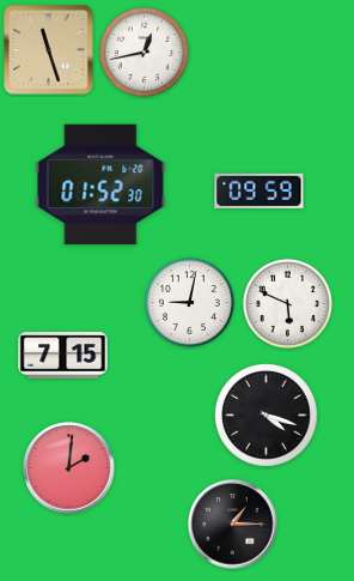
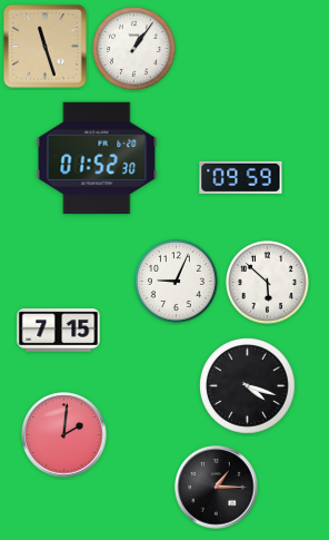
clock at (144, 52): 12:43 -> 1:06
clock at (100, 184) position: (100, 184) -> (97, 158)
clock at (189, 302): 9:02 -> 9:04
clock at (287, 303): 5:49 -> 5:52
